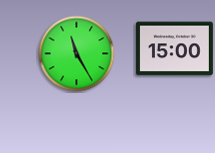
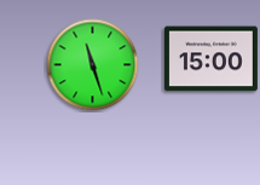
clock at (77, 54): 11:25 -> 11:27
